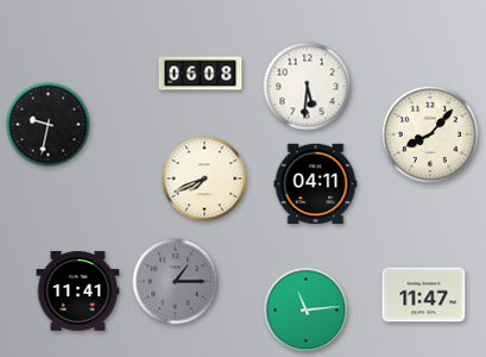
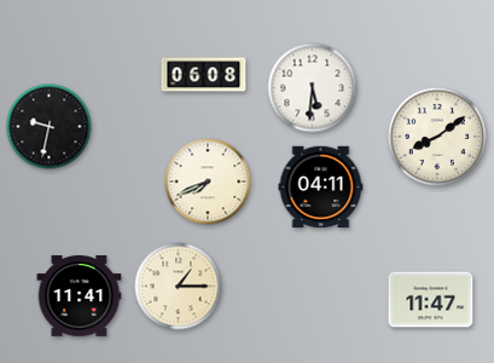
clock at (429, 133): 8:07 -> 8:09
clock at (176, 282) dial: grey -> cream
clock at (307, 311): 11:14 -> none
